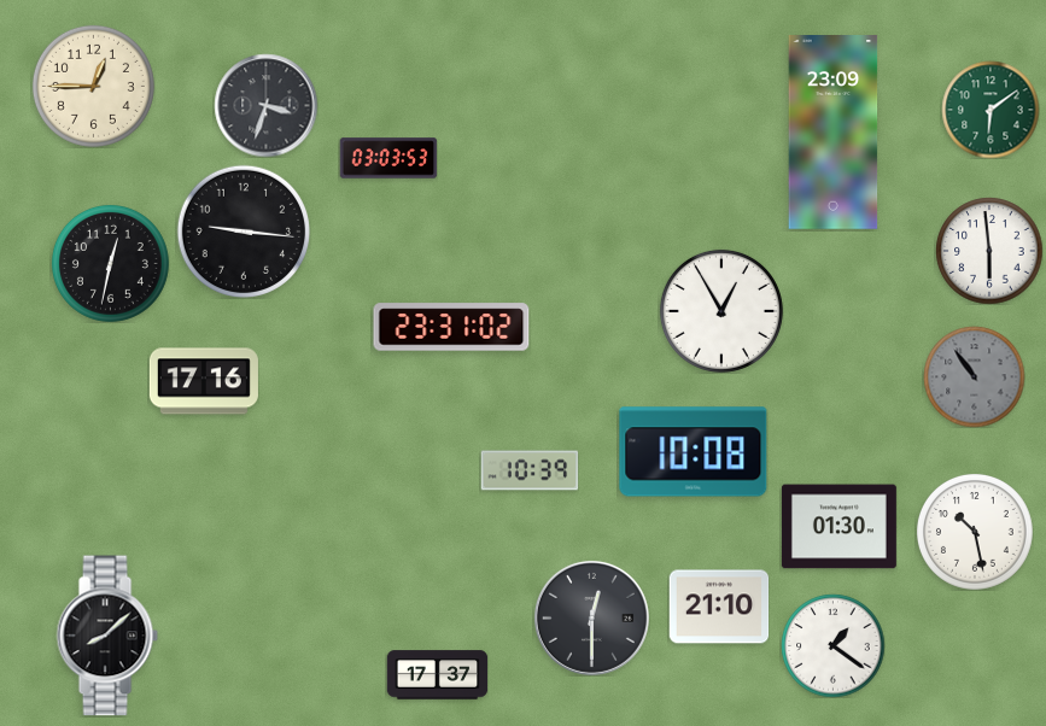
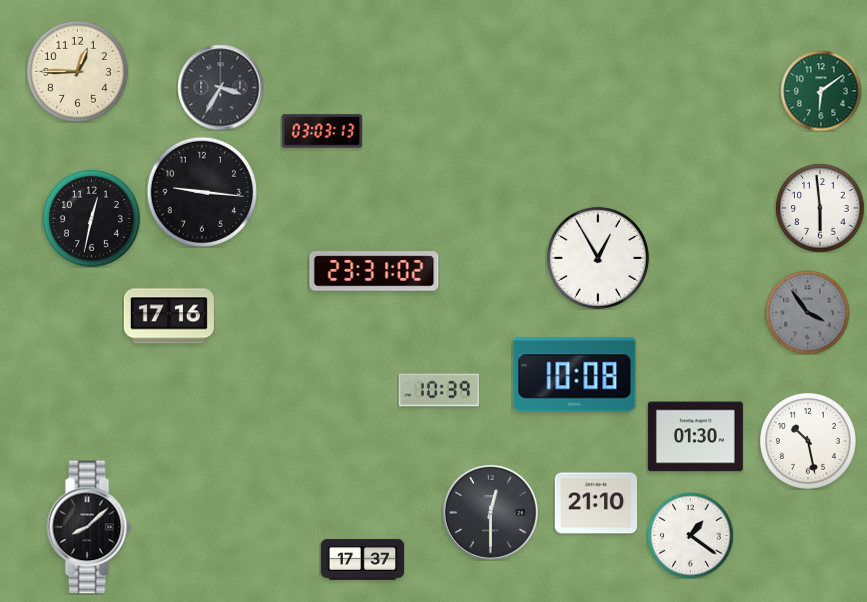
clock at (265, 105): 3:33 -> 3:35
clock at (834, 133): 23:09 -> none
clock at (388, 158): 03:03:53 -> 03:03:13
clock at (974, 376): 10:54 -> 3:54
